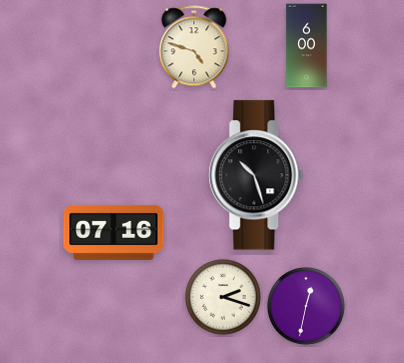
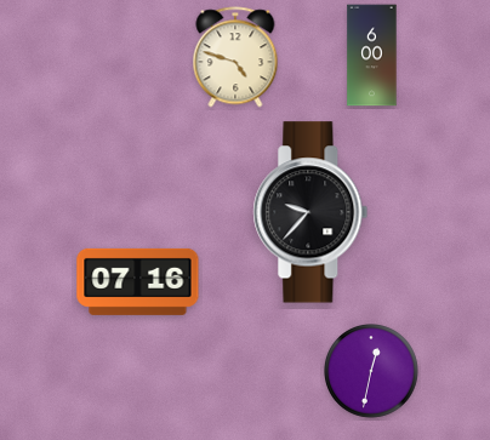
clock at (256, 175): 10:27 -> 9:37
clock at (224, 298): 2:18 -> none
